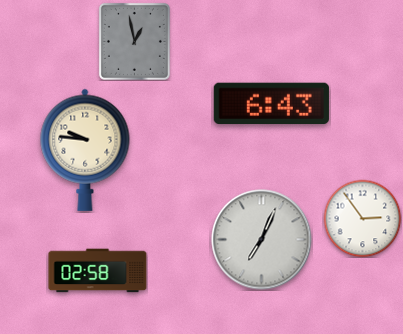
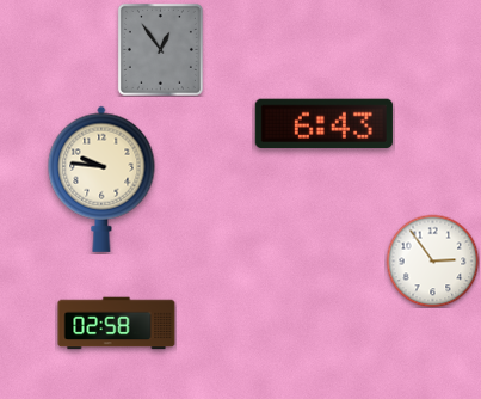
clock at (134, 41): 12:58 -> 12:54
clock at (262, 240): 7:04 -> none
